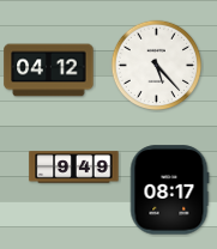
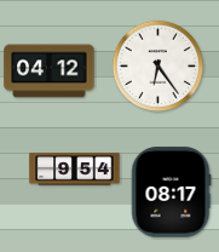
clock at (156, 65): 5:23 -> 6:24
clock at (74, 168): 9:49 -> 9:54
